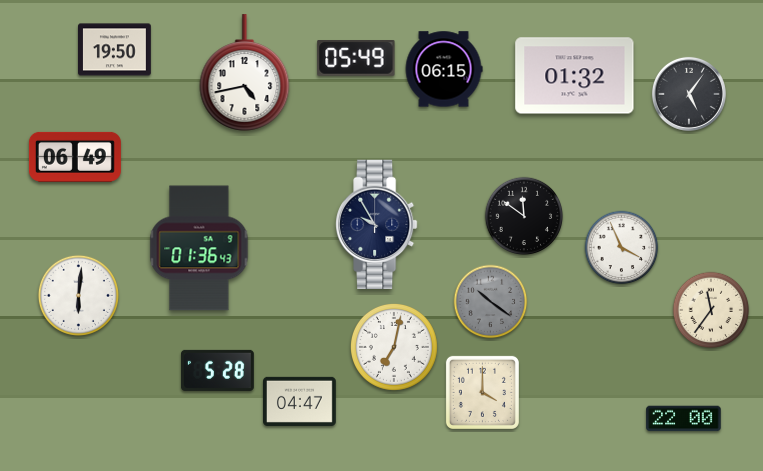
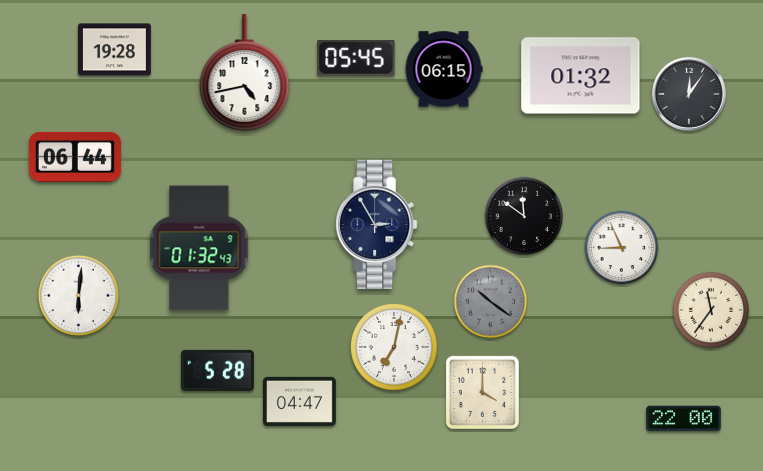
clock at (115, 50): 19:50 -> 19:28
clock at (356, 59): 05:49 -> 05:45
clock at (575, 76) position: (575, 76) -> (581, 76)
clock at (689, 94): 5:06 -> 12:06
clock at (75, 157): 06:49 -> 06:44
clock at (377, 224): 9:55 -> 2:55
clock at (199, 248): 01:36 -> 01:32
clock at (622, 248): 3:56 -> 8:56
